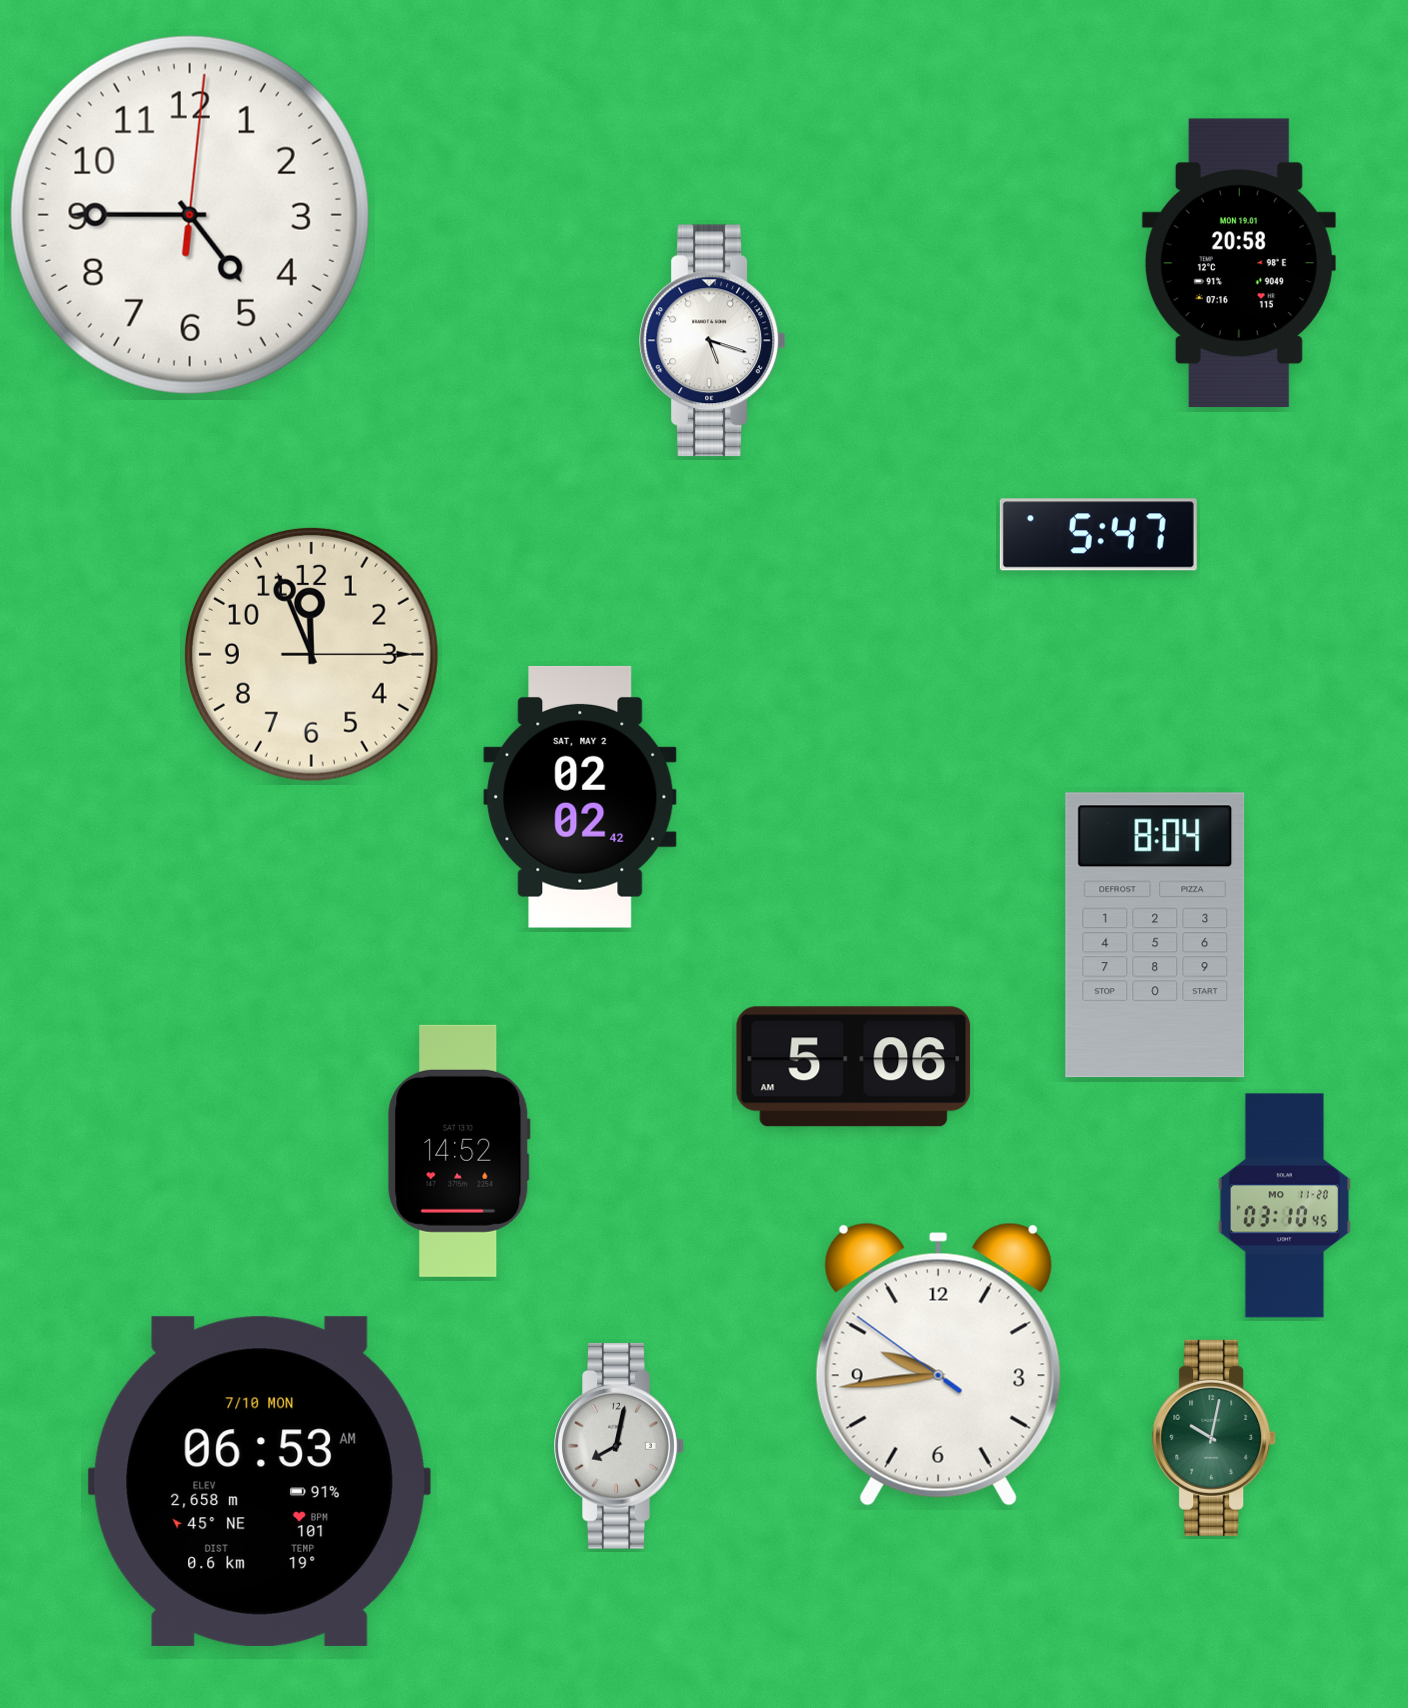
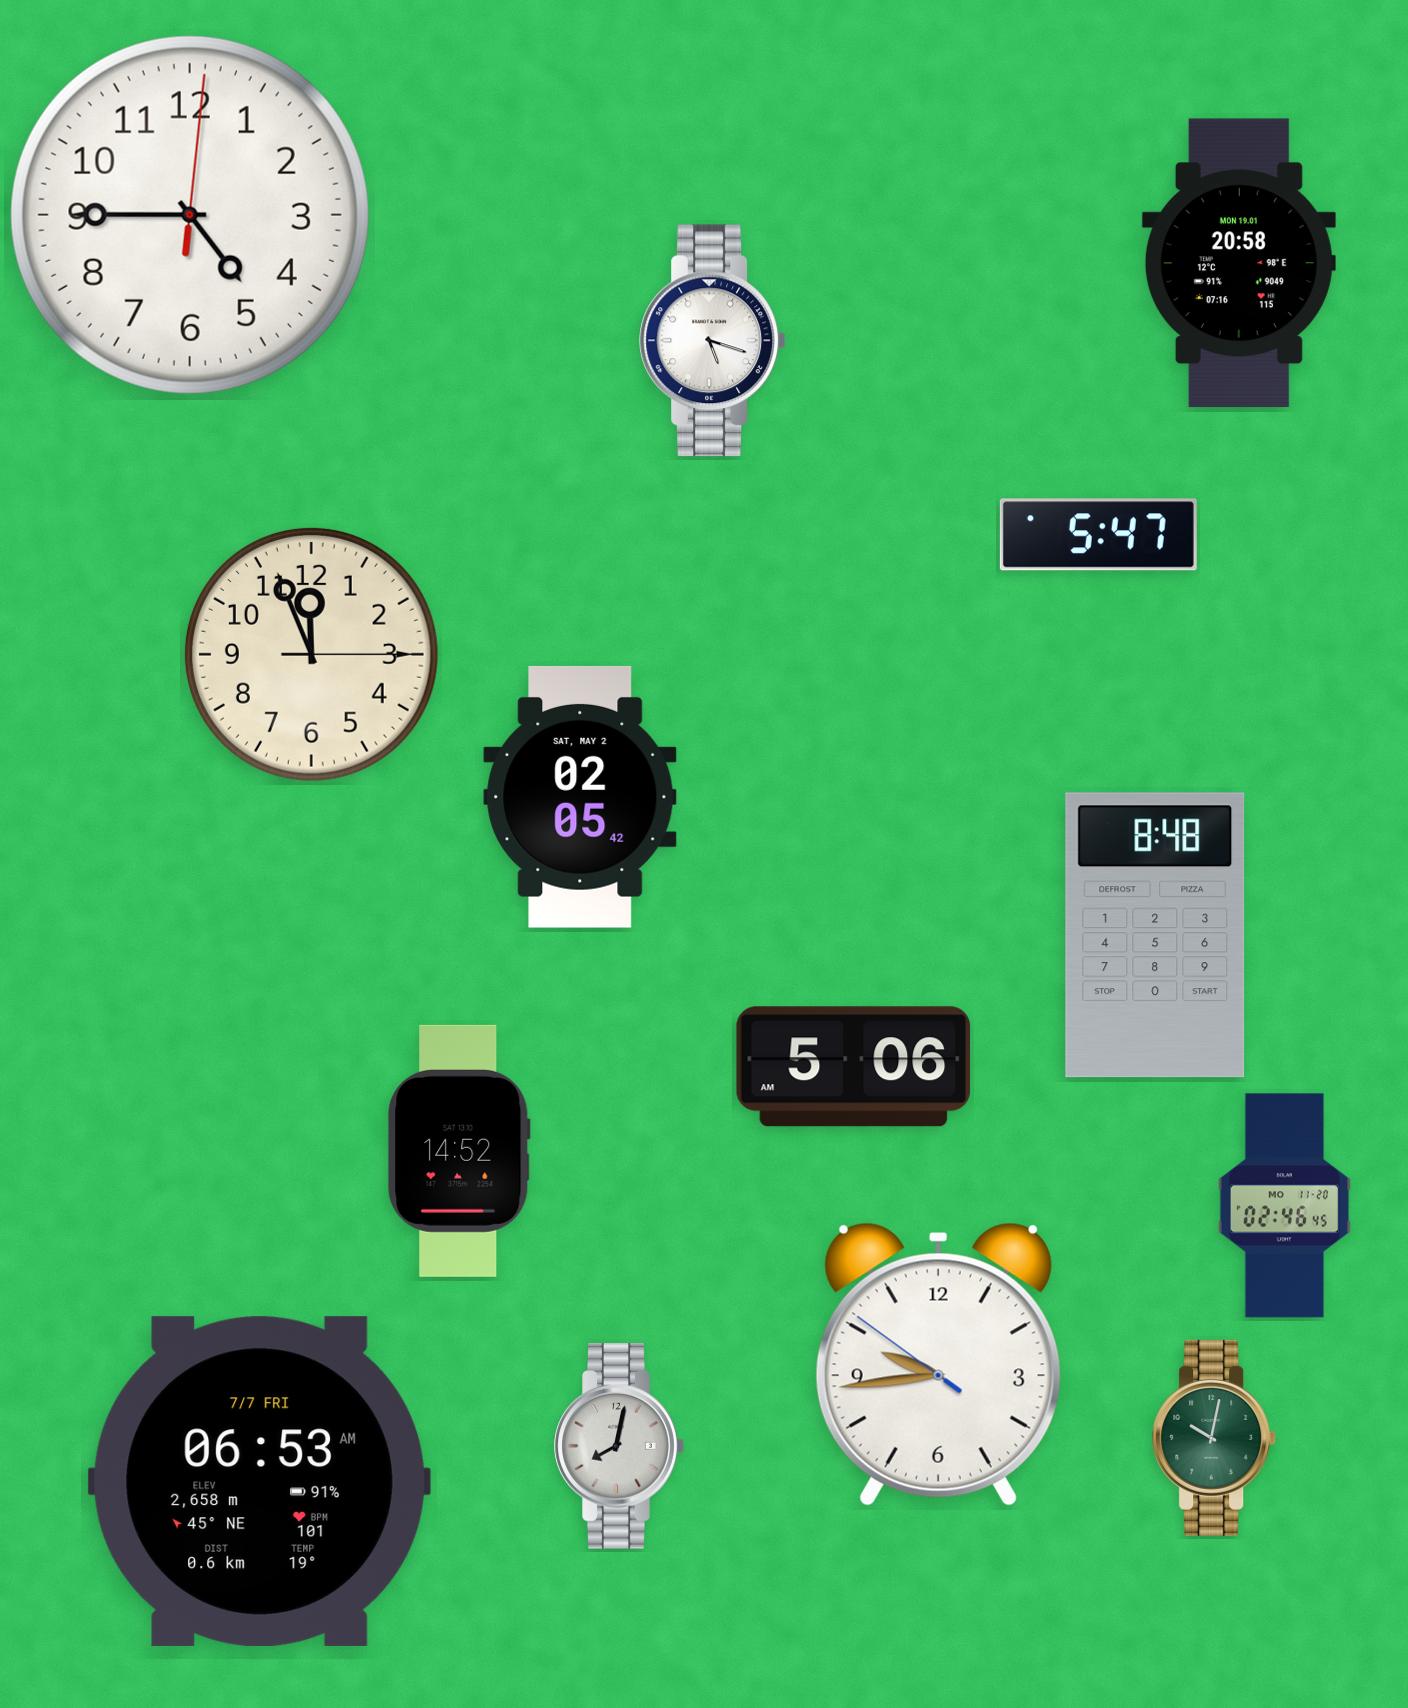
clock at (580, 797): 02:02 -> 02:05
clock at (1155, 935): 8:04 -> 8:48
clock at (1284, 1206): 03:10 -> 02:46
clock at (259, 1481) date: 7/10 MON -> 7/7 FRI
